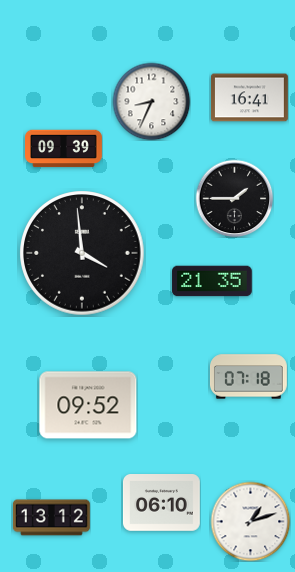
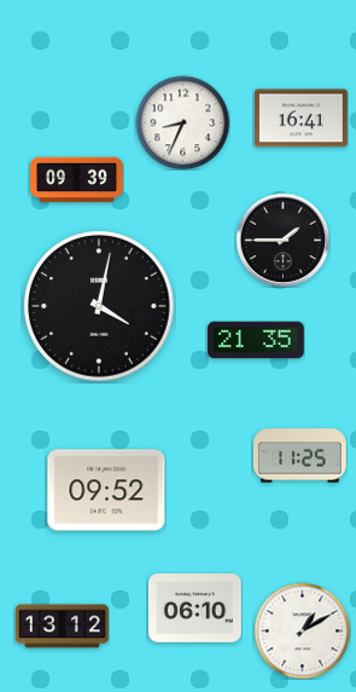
clock at (82, 253): 3:59 -> 4:02
clock at (248, 377): 07:18 -> 11:25
clock at (250, 521): 1:12 -> 1:10
